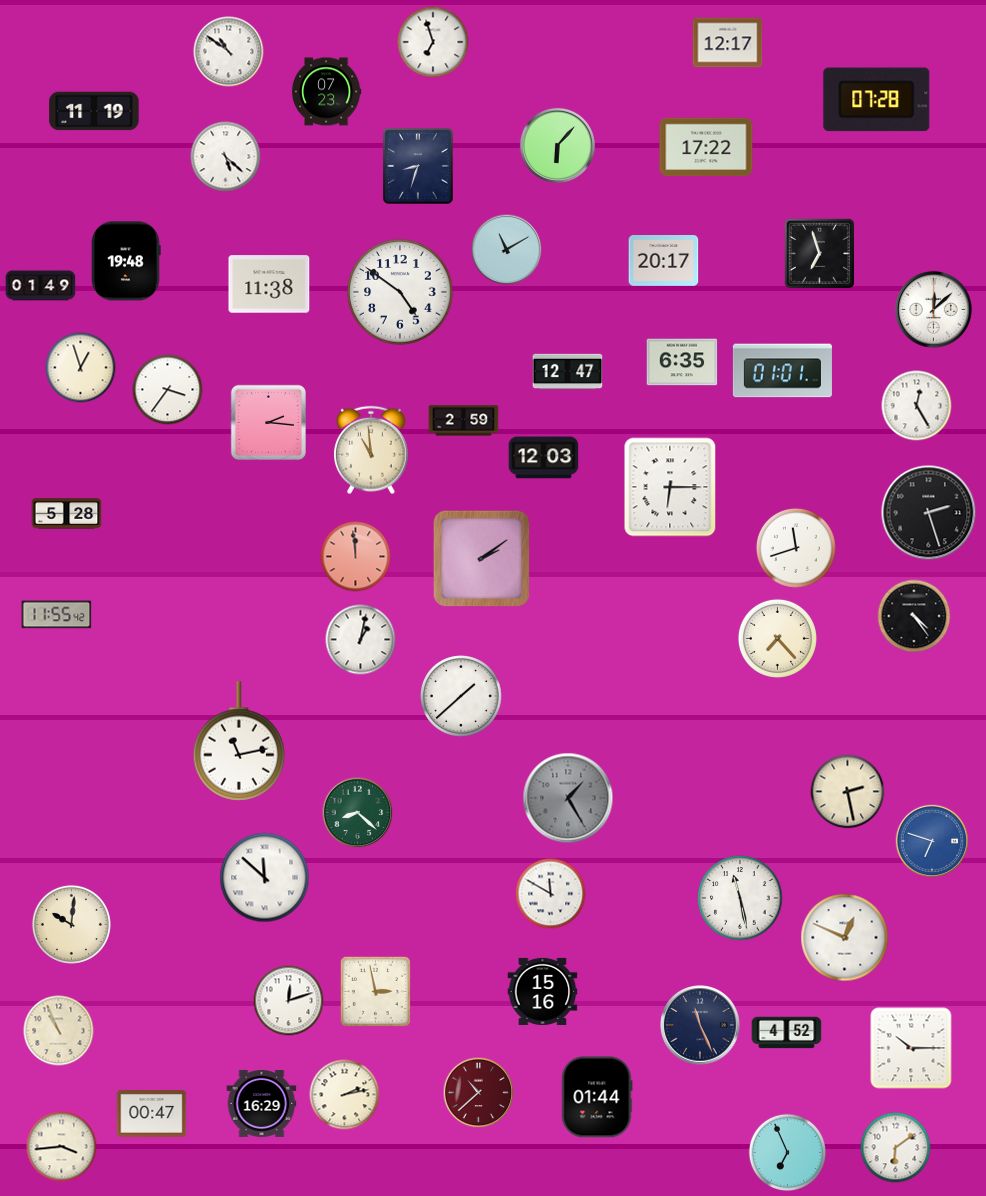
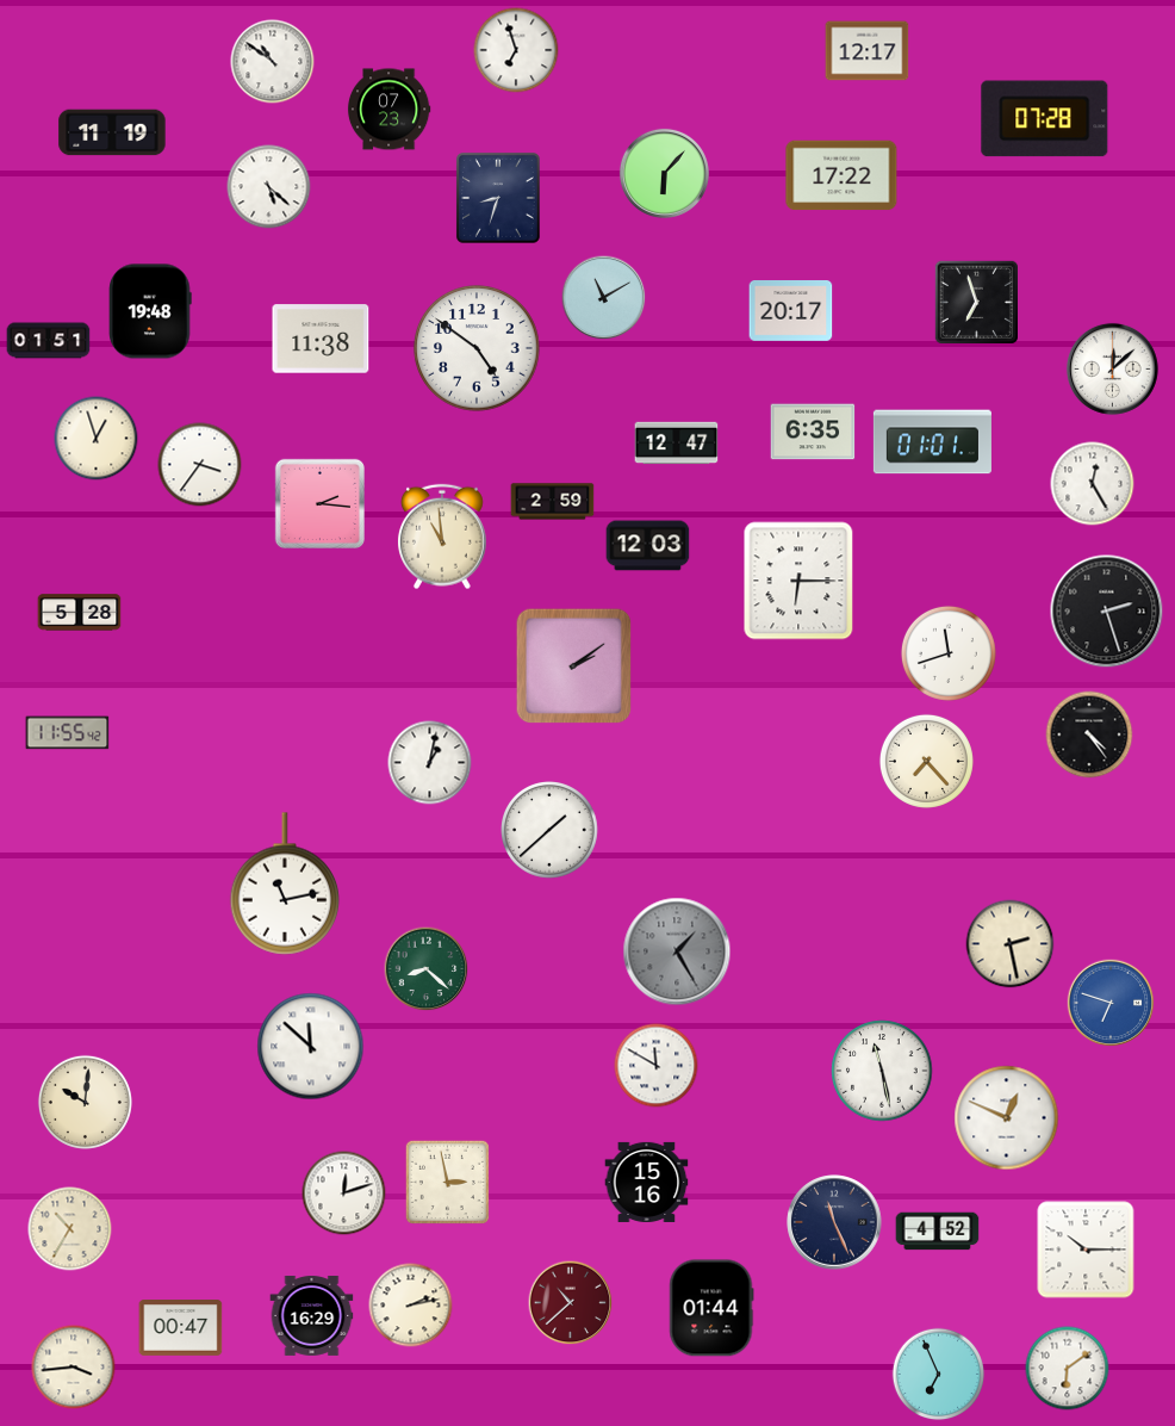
clock at (41, 286): 01:49 -> 01:51
clock at (356, 557): 11:59 -> none
clock at (265, 878) position: (265, 878) -> (311, 1047)
clock at (59, 1031): 10:56 -> 10:35
